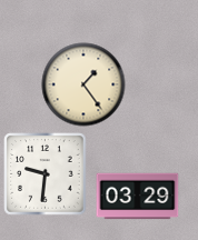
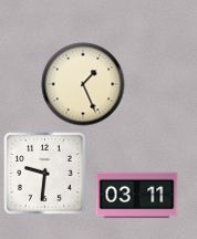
clock at (83, 84): 1:24 -> 1:26
clock at (138, 197): 03:29 -> 03:11
